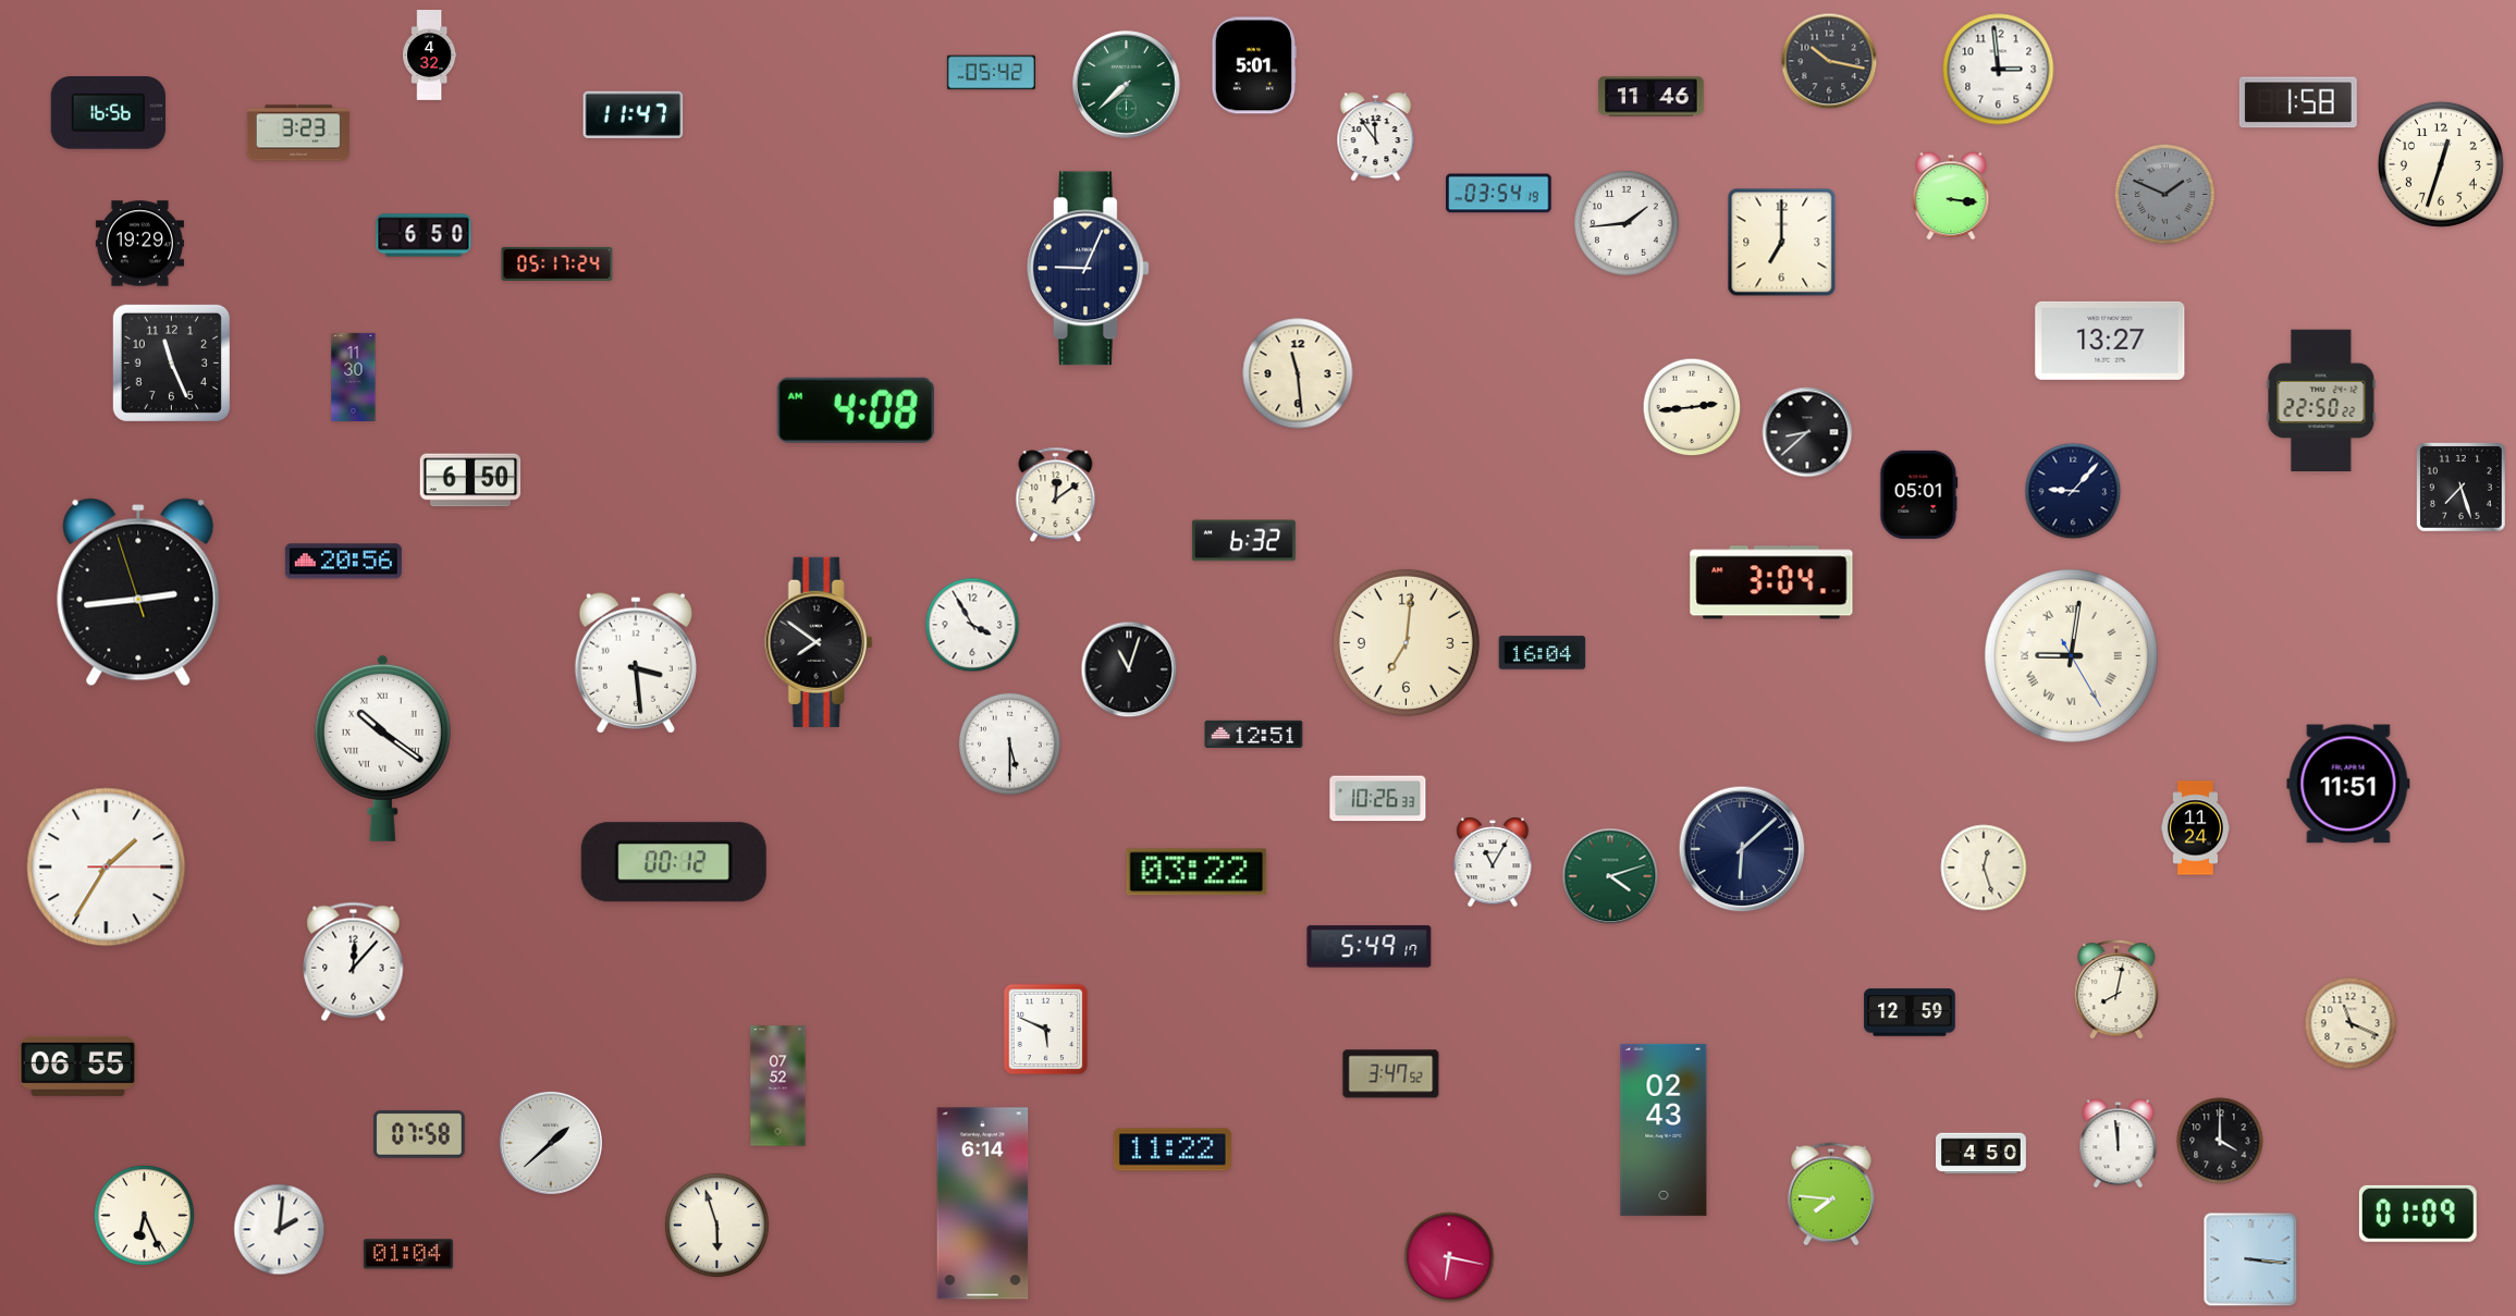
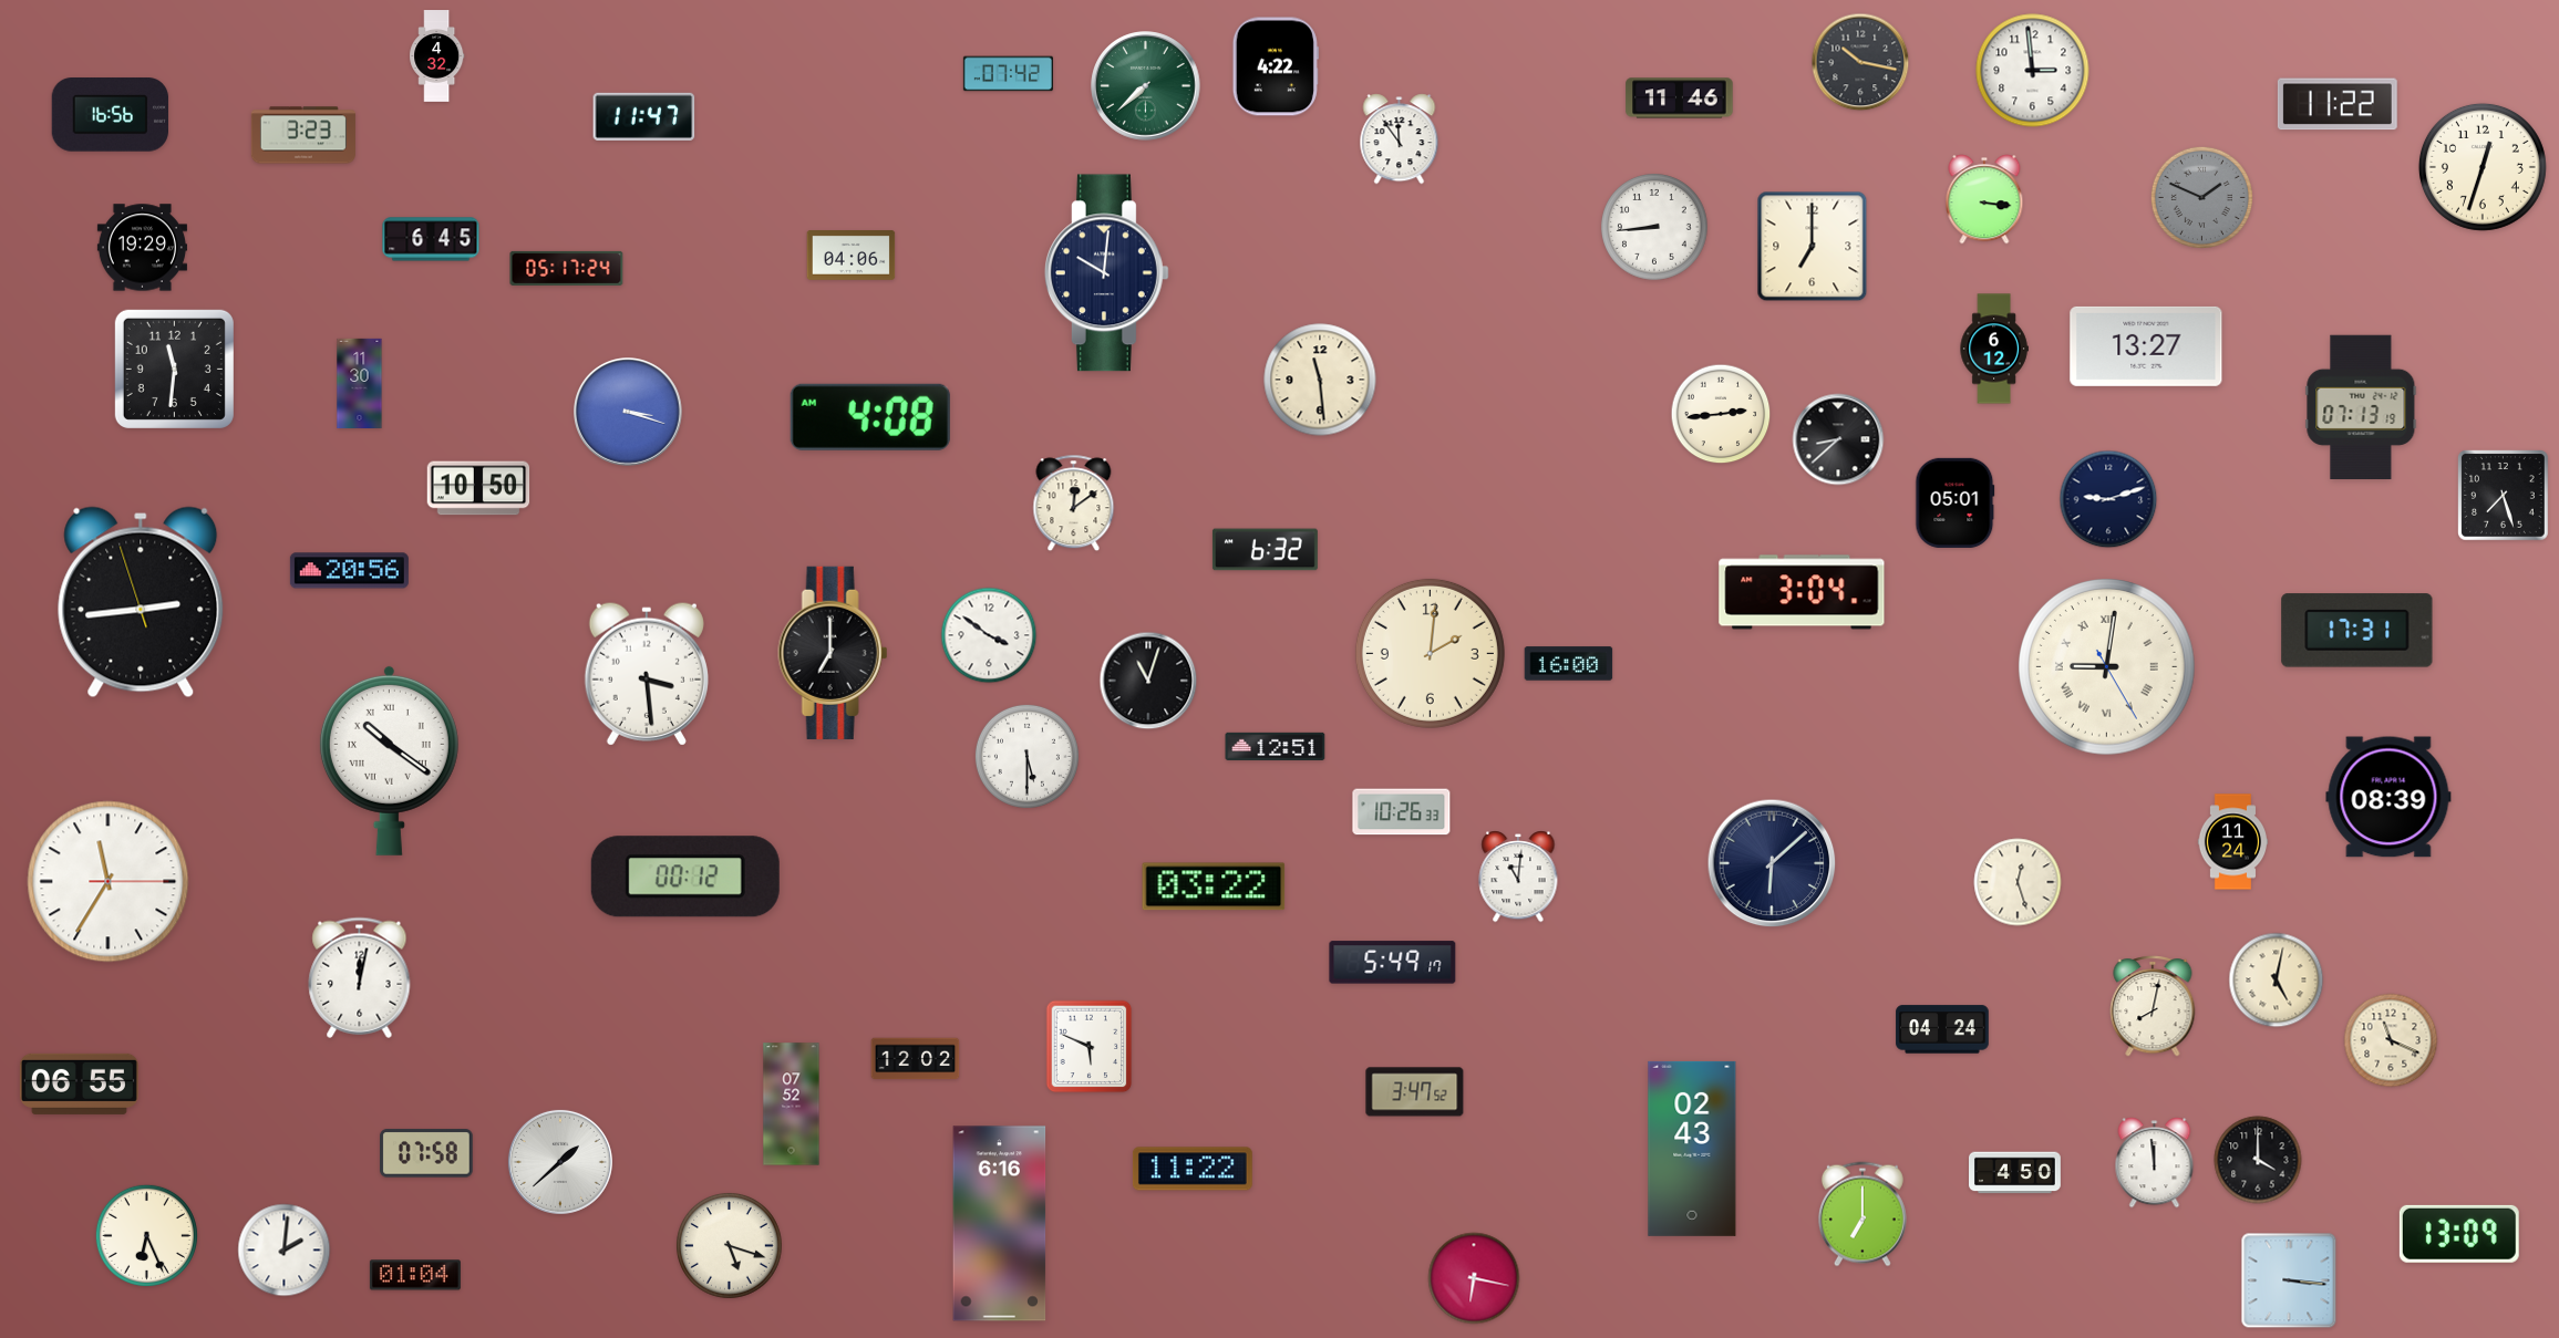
clock at (1254, 65): 5:01 -> 4:22
clock at (991, 73): 05:42 -> 07:42
clock at (2298, 102): 1:58 -> 11:22
clock at (1499, 194): 03:54 -> none
clock at (1627, 223): 1:44 -> 8:44
clock at (424, 235): 6:50 -> 6:45
clock at (852, 256): none -> 04:06
clock at (1088, 269): 9:04 -> 10:01
clock at (1994, 349): none -> 6:12
clock at (171, 362): 11:26 -> 11:31
clock at (2321, 399): 22:50 -> 07:13
clock at (629, 413): none -> 3:18
clock at (470, 480): 6:50 -> 10:50
clock at (2073, 491): 9:07 -> 9:12
clock at (1919, 494) position: (1919, 494) -> (1956, 502)
clock at (2357, 631): none -> 17:31
clock at (972, 625): 3:55 -> 3:51
clock at (819, 642): 7:51 -> 7:00
clock at (1406, 642): 7:01 -> 2:01
clock at (1543, 653): 16:04 -> 16:00
clock at (2348, 784): 11:51 -> 08:39
clock at (1493, 862): 11:05 -> 11:01
clock at (107, 868): 1:35 -> 11:35
clock at (1196, 872) position: (1196, 872) -> (1214, 886)
clock at (1610, 876): 4:12 -> none
clock at (354, 961): 12:07 -> 12:02
clock at (2277, 981): none -> 5:02
clock at (1910, 1012): 12:59 -> 04:24
clock at (1046, 1030) position: (1046, 1030) -> (1090, 1047)
clock at (916, 1059): none -> 12:02
clock at (1831, 1194): 7:46 -> 7:00
clock at (983, 1204): 6:14 -> 6:16
clock at (2418, 1214): 01:09 -> 13:09
clock at (717, 1226): 5:57 -> 5:18
